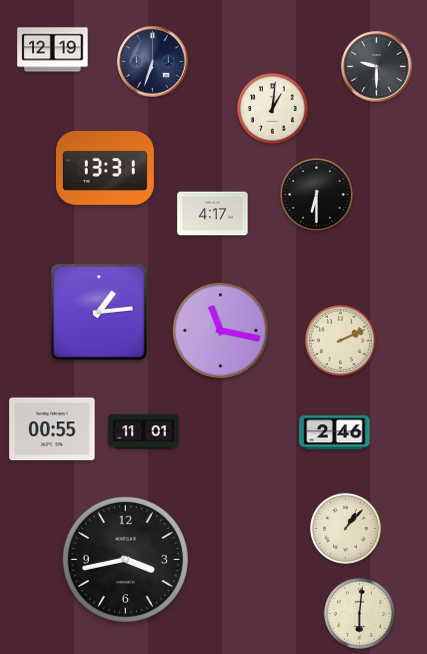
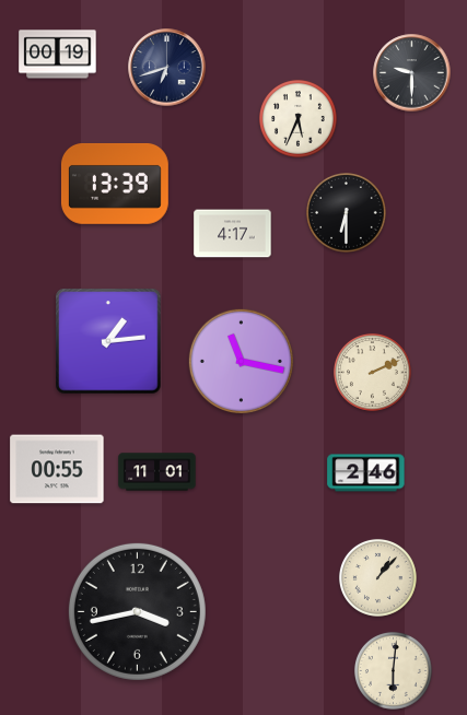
clock at (53, 50): 12:19 -> 00:19
clock at (153, 62): 6:33 -> 6:42
clock at (272, 108): 1:01 -> 5:34
clock at (105, 168): 13:31 -> 13:39
